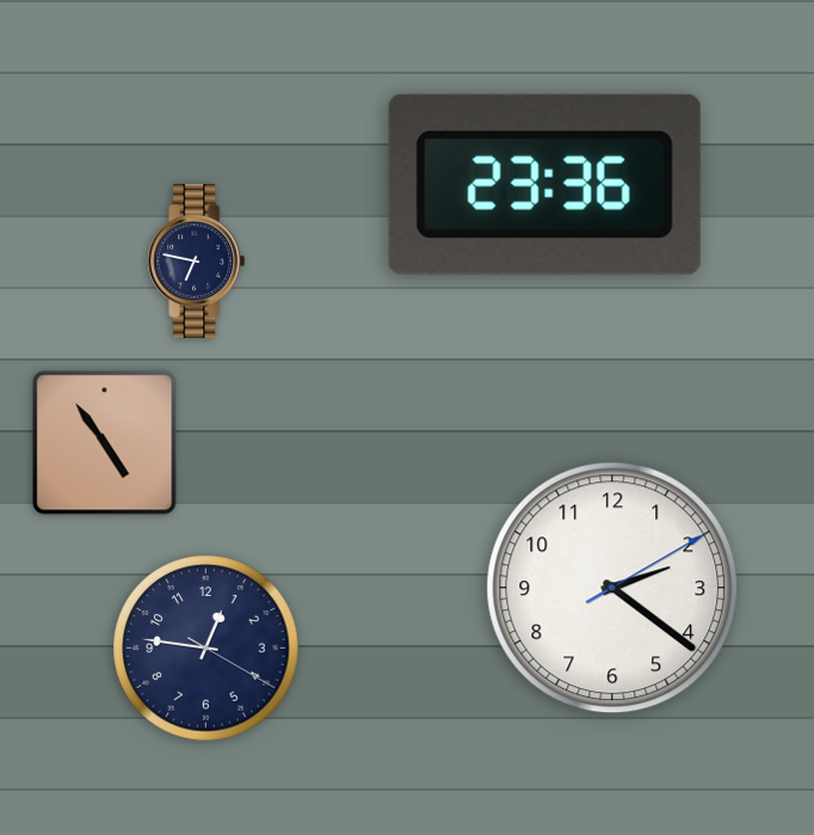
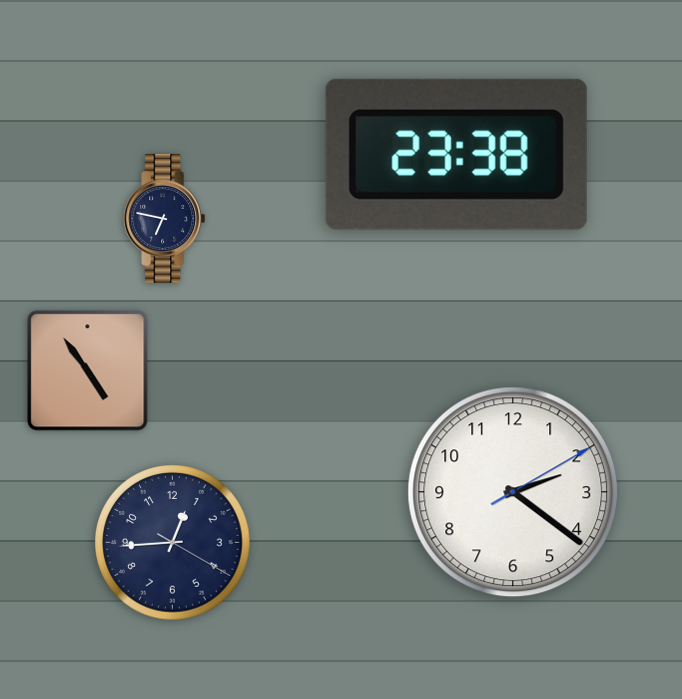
clock at (544, 184): 23:36 -> 23:38
clock at (206, 649): 12:46 -> 12:44
